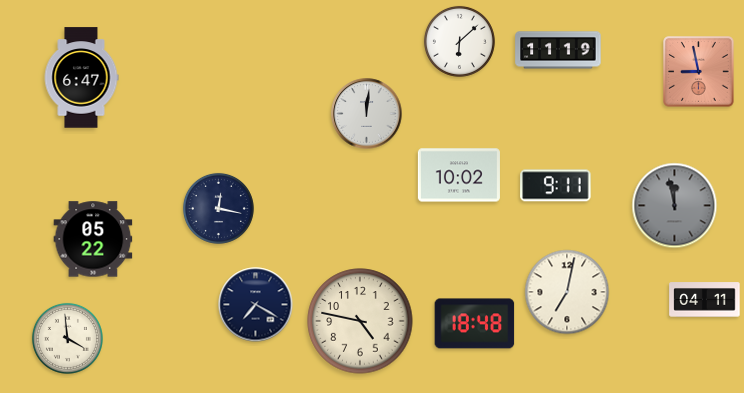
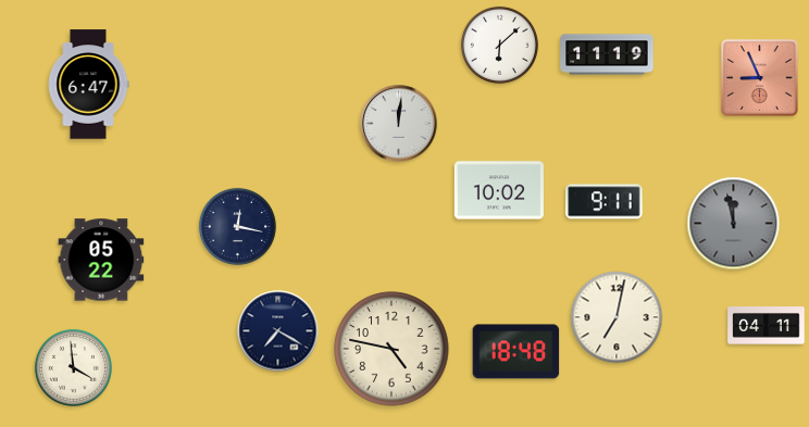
clock at (699, 72): 8:58 -> 8:56
